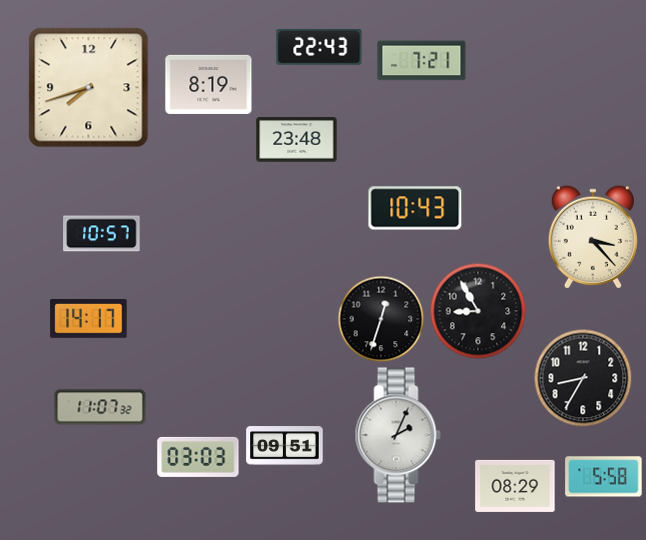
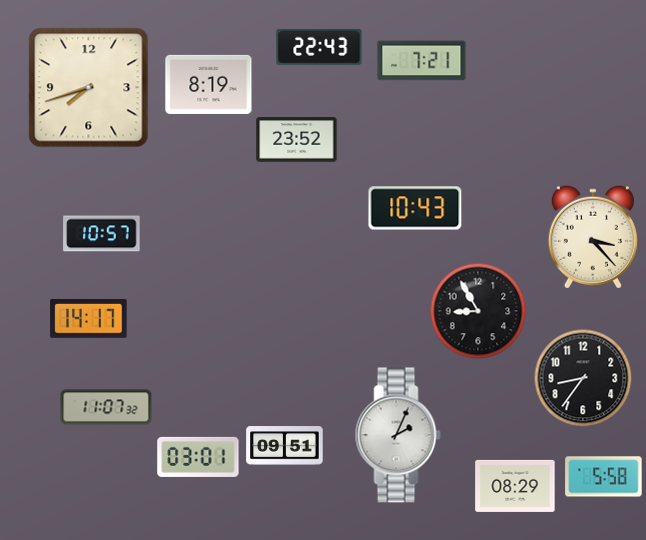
clock at (297, 140): 23:48 -> 23:52
clock at (381, 319): 12:33 -> none
clock at (583, 378): 8:35 -> 8:36
clock at (100, 407) position: (100, 407) -> (106, 407)
clock at (198, 457): 03:03 -> 03:01
